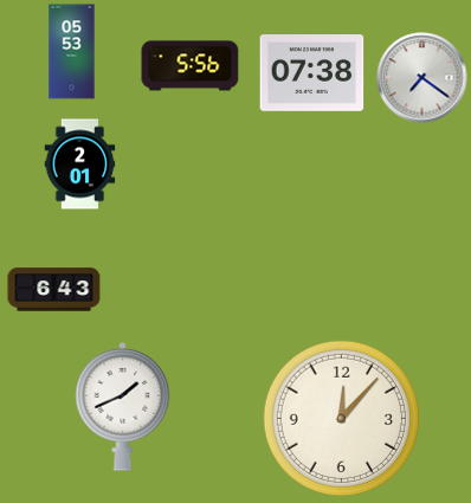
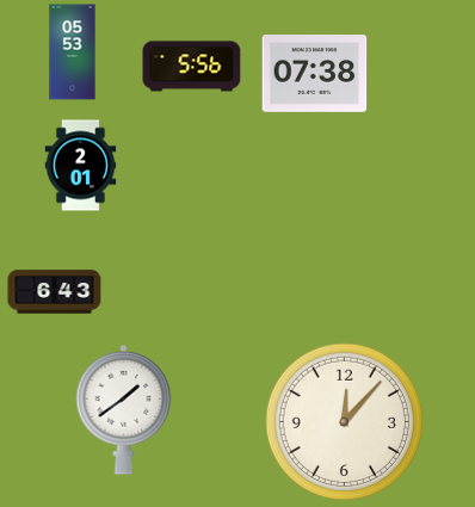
clock at (422, 78): 7:21 -> none
clock at (123, 406): 1:41 -> 1:39
